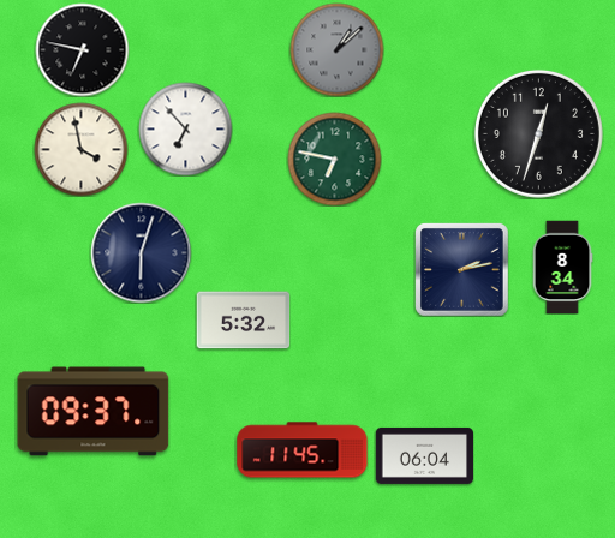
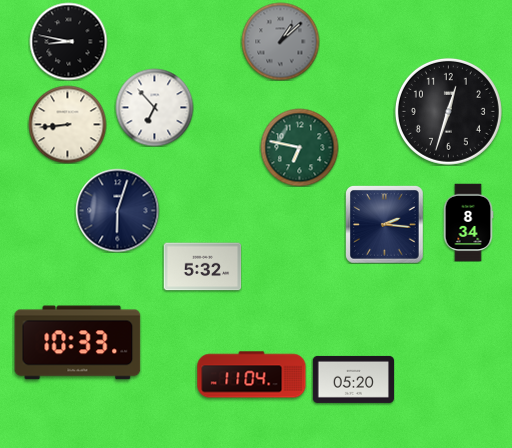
clock at (82, 49): 6:47 -> 8:47
clock at (80, 149): 3:58 -> 8:44
clock at (334, 159) position: (334, 159) -> (299, 147)
clock at (462, 270): 2:13 -> 2:16
clock at (94, 412): 09:37 -> 10:33
clock at (303, 450): 11:45 -> 11:04
clock at (424, 455): 06:04 -> 05:20
